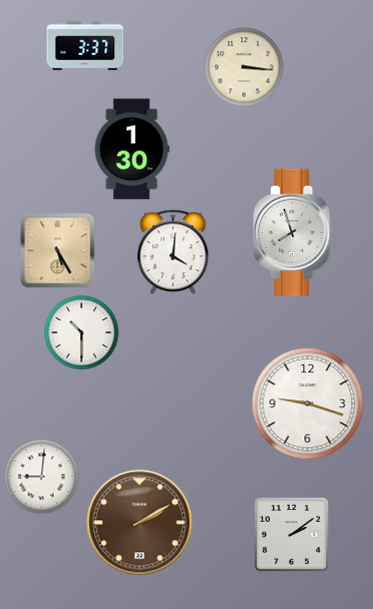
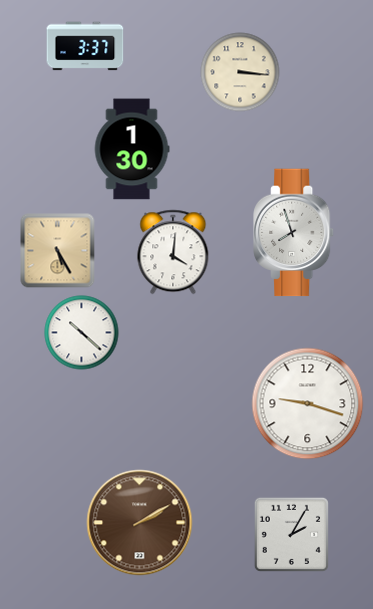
clock at (244, 67) position: (244, 67) -> (240, 72)
clock at (82, 333): 10:30 -> 10:22
clock at (42, 477): 9:01 -> none
clock at (291, 534): 2:09 -> 2:05
